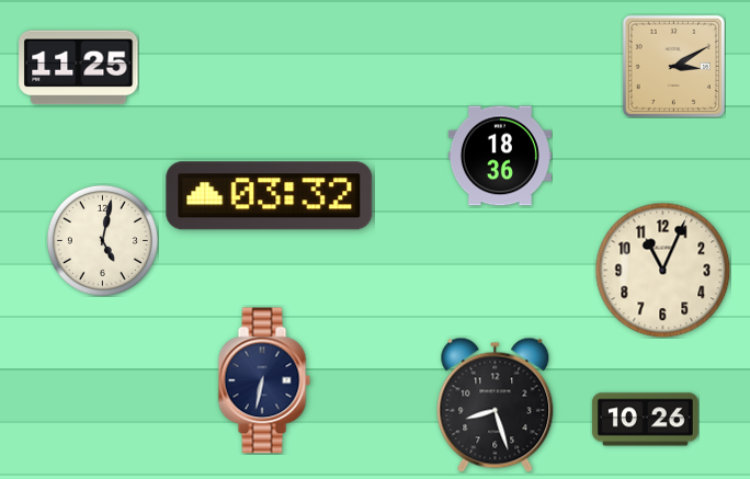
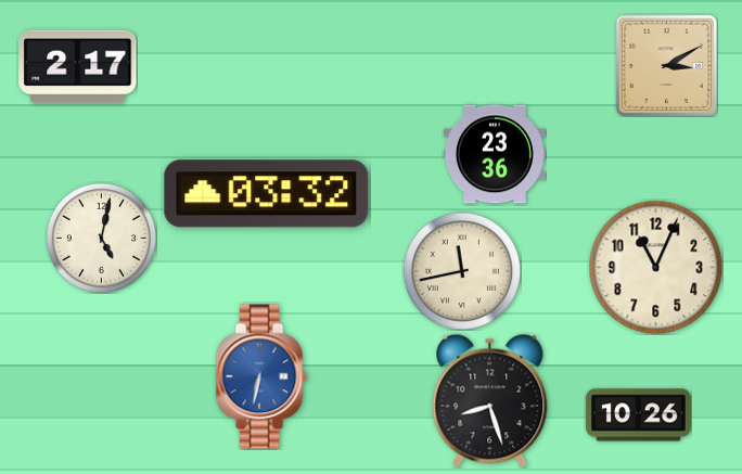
clock at (79, 68): 11:25 -> 2:17
clock at (500, 156): 18:36 -> 23:36
clock at (461, 270): none -> 11:43
clock at (264, 380) dial: navy -> blue
